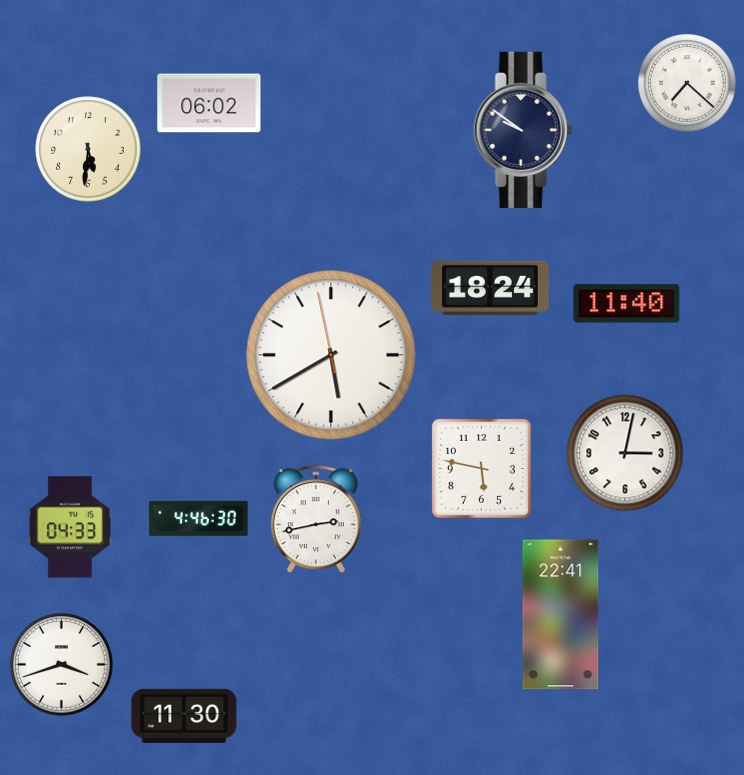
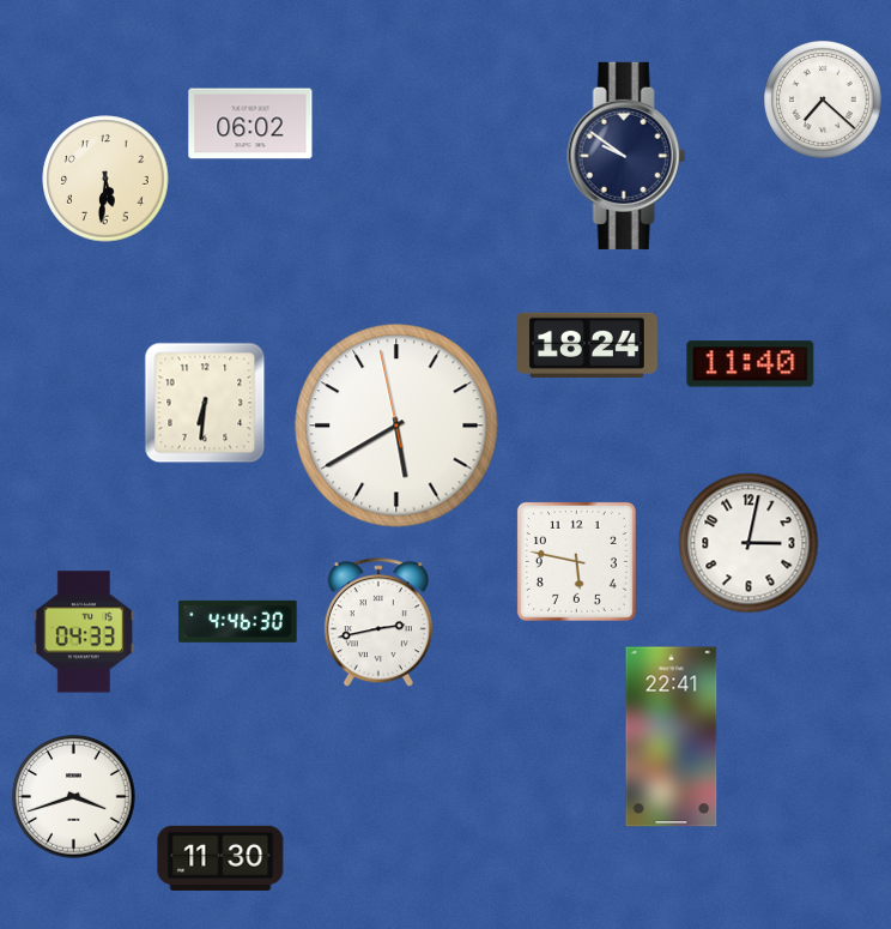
clock at (205, 403): none -> 6:31
